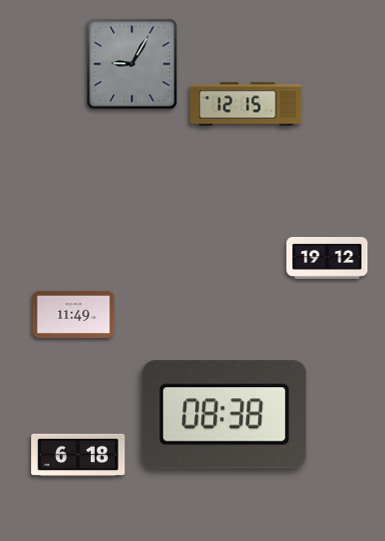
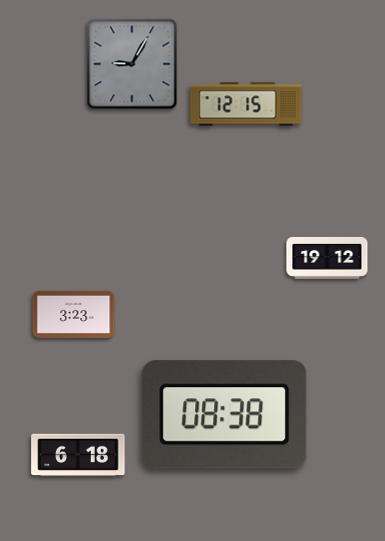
clock at (74, 314): 11:49 -> 3:23
